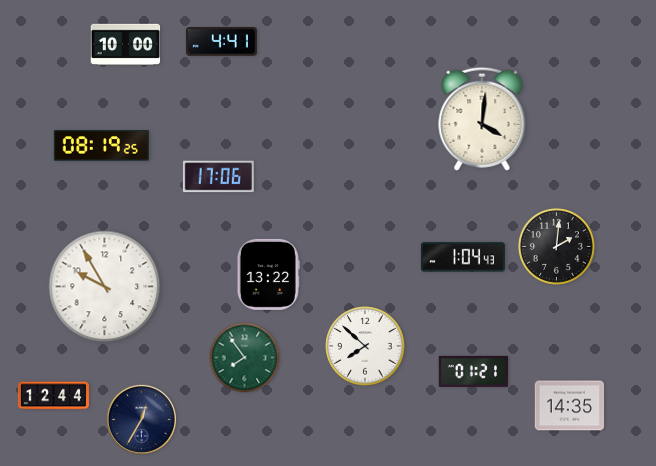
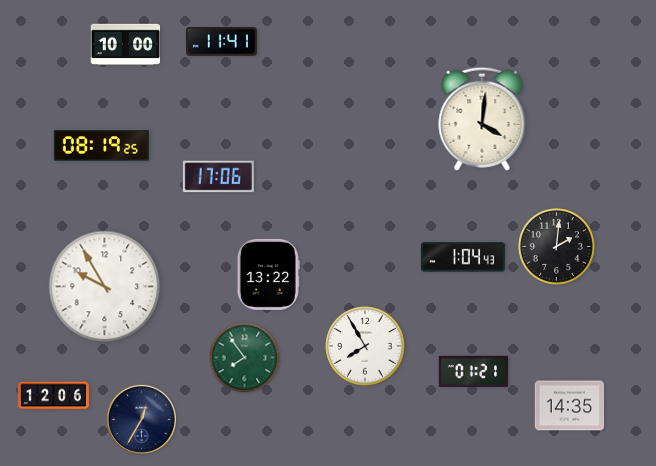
clock at (221, 42): 4:41 -> 11:41
clock at (365, 346): 7:52 -> 7:55
clock at (53, 396): 12:44 -> 12:06
